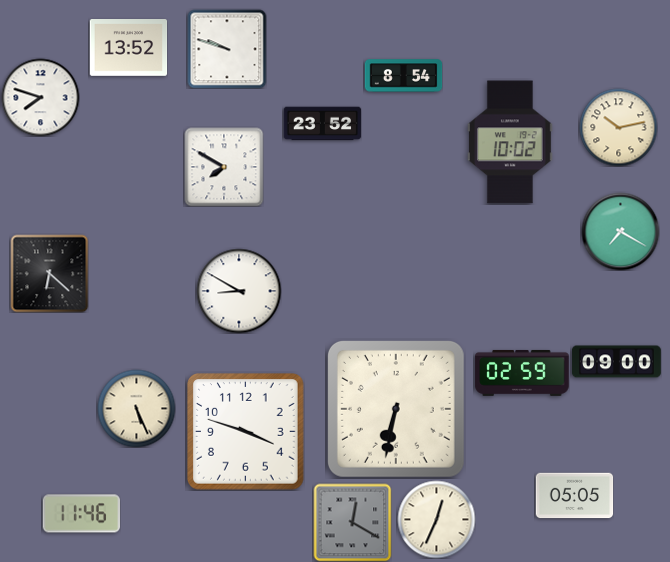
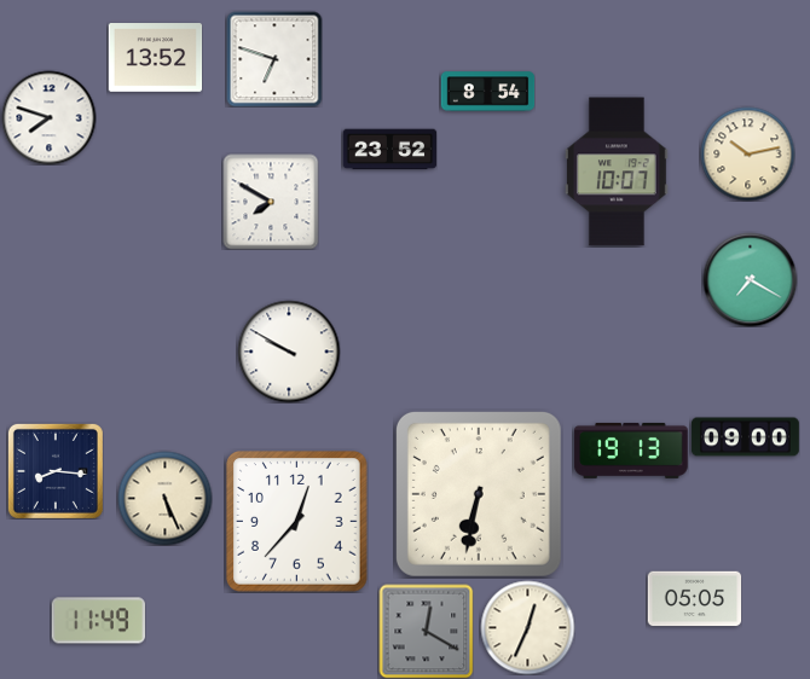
clock at (227, 49): 9:48 -> 6:48
clock at (511, 142): 10:02 -> 10:07
clock at (49, 273): 6:22 -> none
clock at (239, 291): 8:50 -> 9:50
clock at (522, 373): 02:59 -> 19:13
clock at (56, 471): none -> 8:16
clock at (136, 408) position: (136, 408) -> (164, 498)
clock at (246, 432): 3:48 -> 12:37
clock at (81, 514): 11:46 -> 11:49
